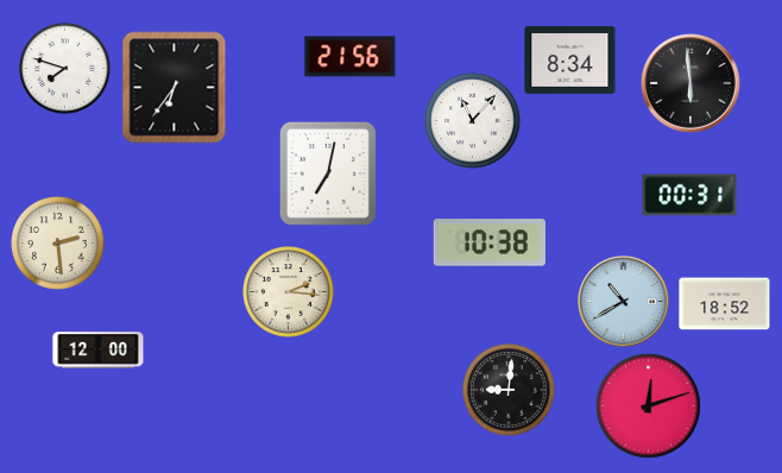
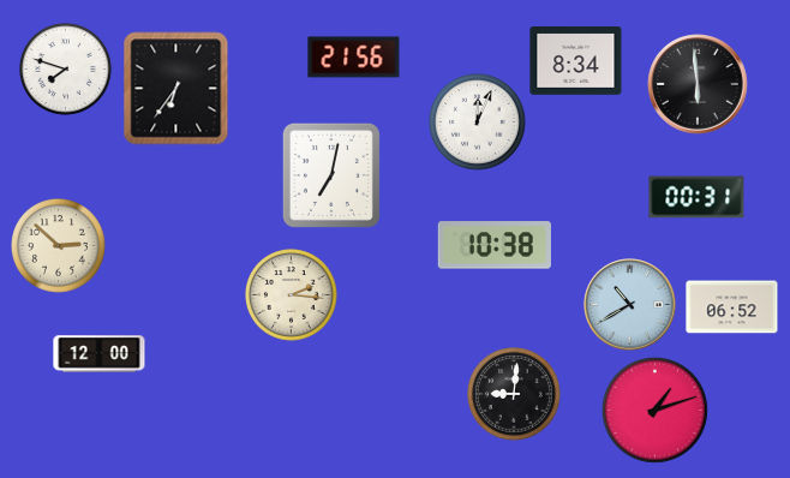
clock at (472, 120): 11:07 -> 12:04
clock at (58, 244): 2:29 -> 2:52
clock at (725, 304): 18:52 -> 06:52
clock at (648, 405): 12:12 -> 1:12
